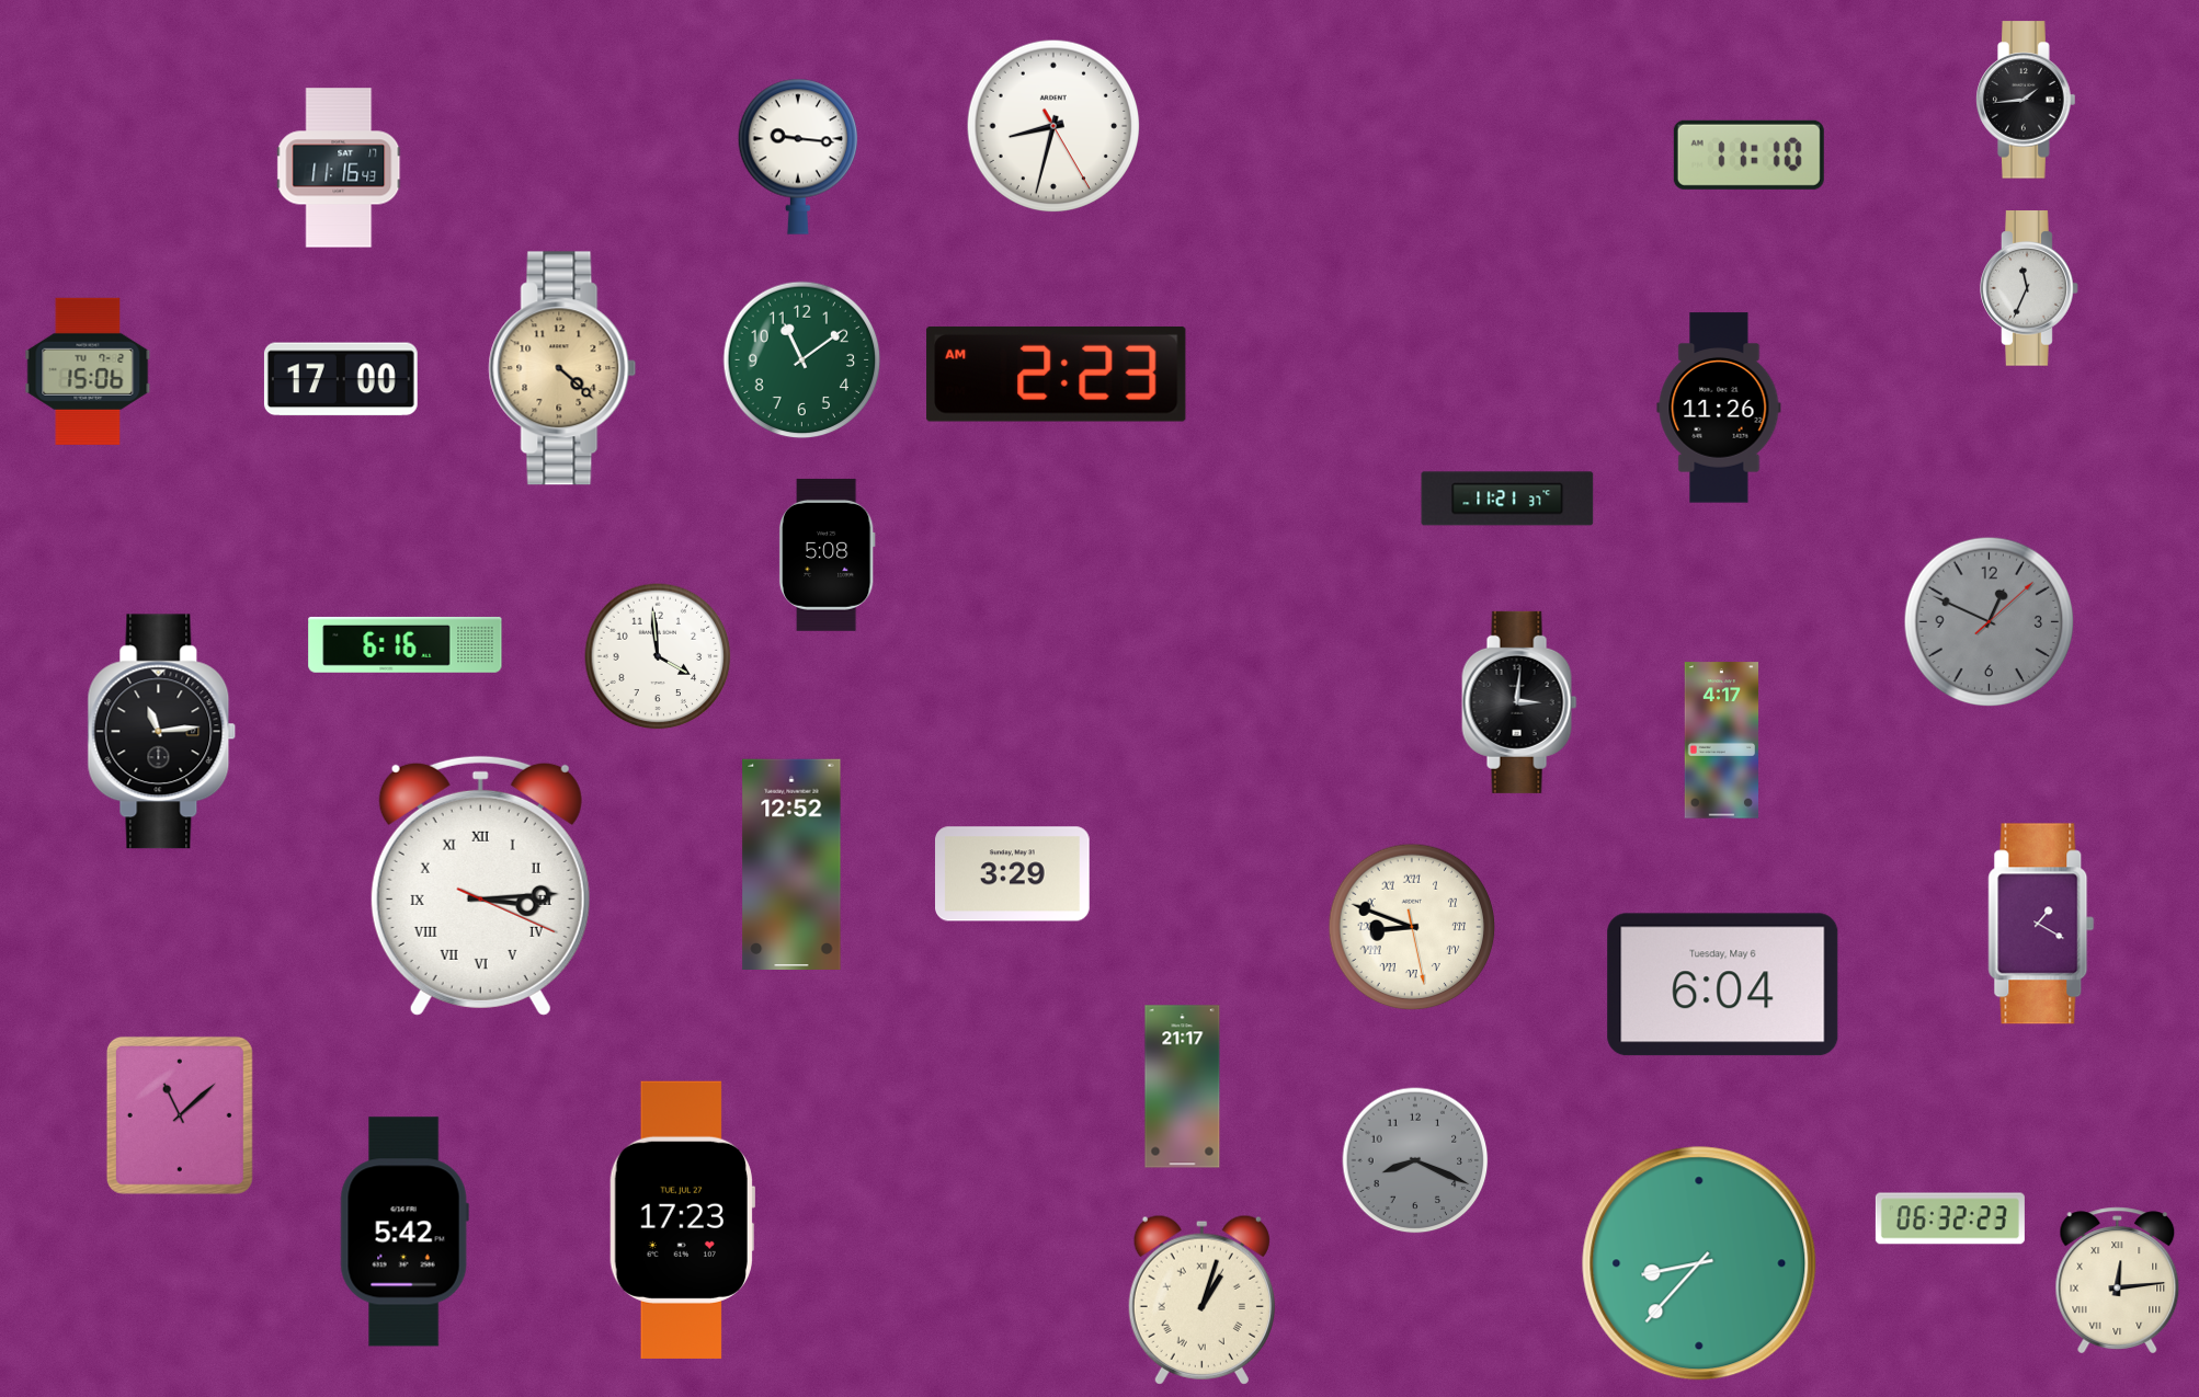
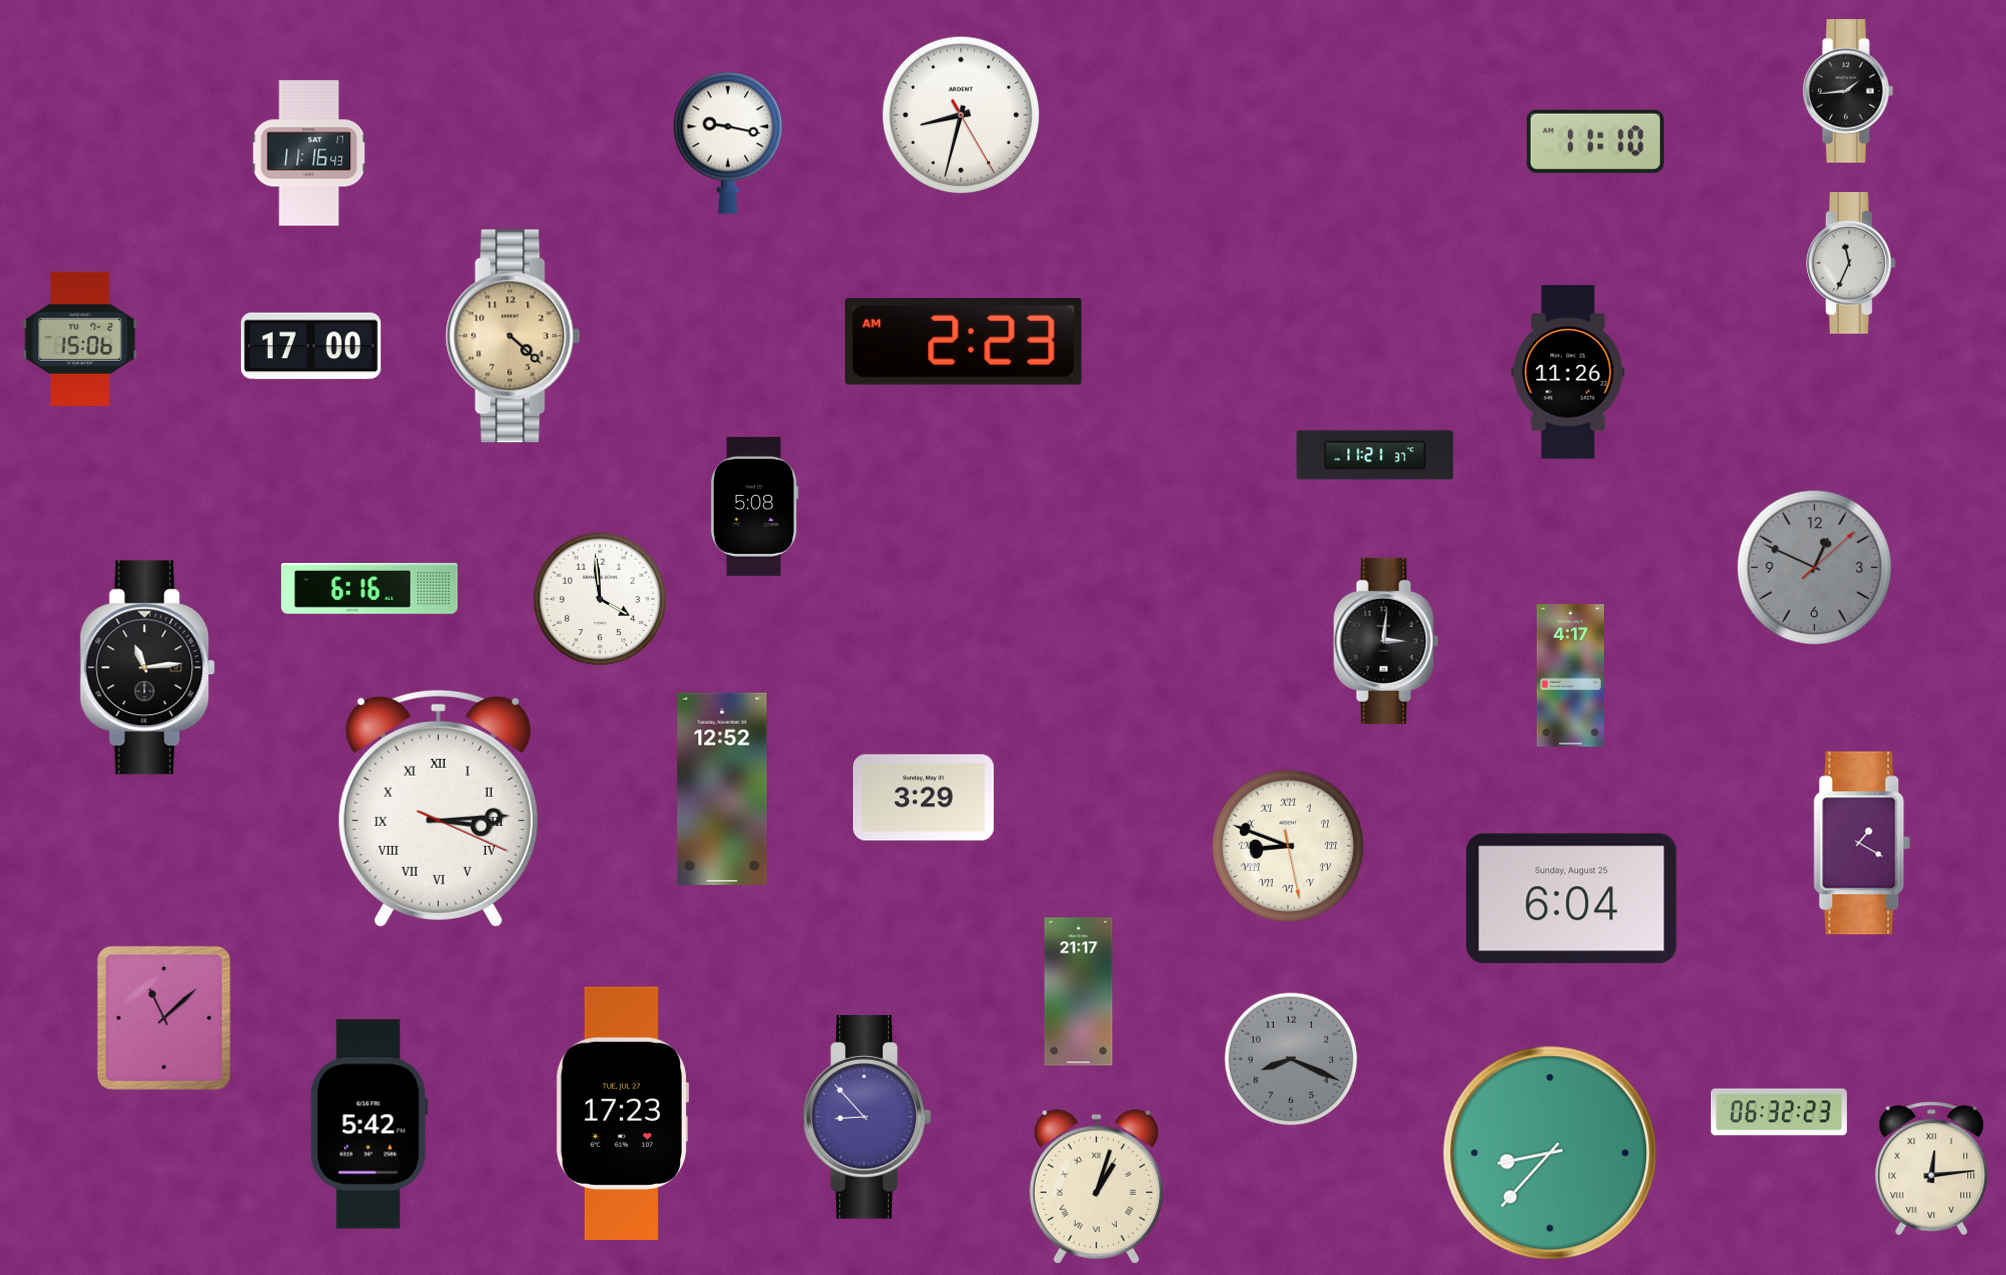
clock at (798, 157): 9:16 -> 9:17
clock at (802, 360): 11:09 -> none
clock at (1723, 985) date: Tuesday, May 6 -> Sunday, August 25
clock at (867, 1117): none -> 8:53
